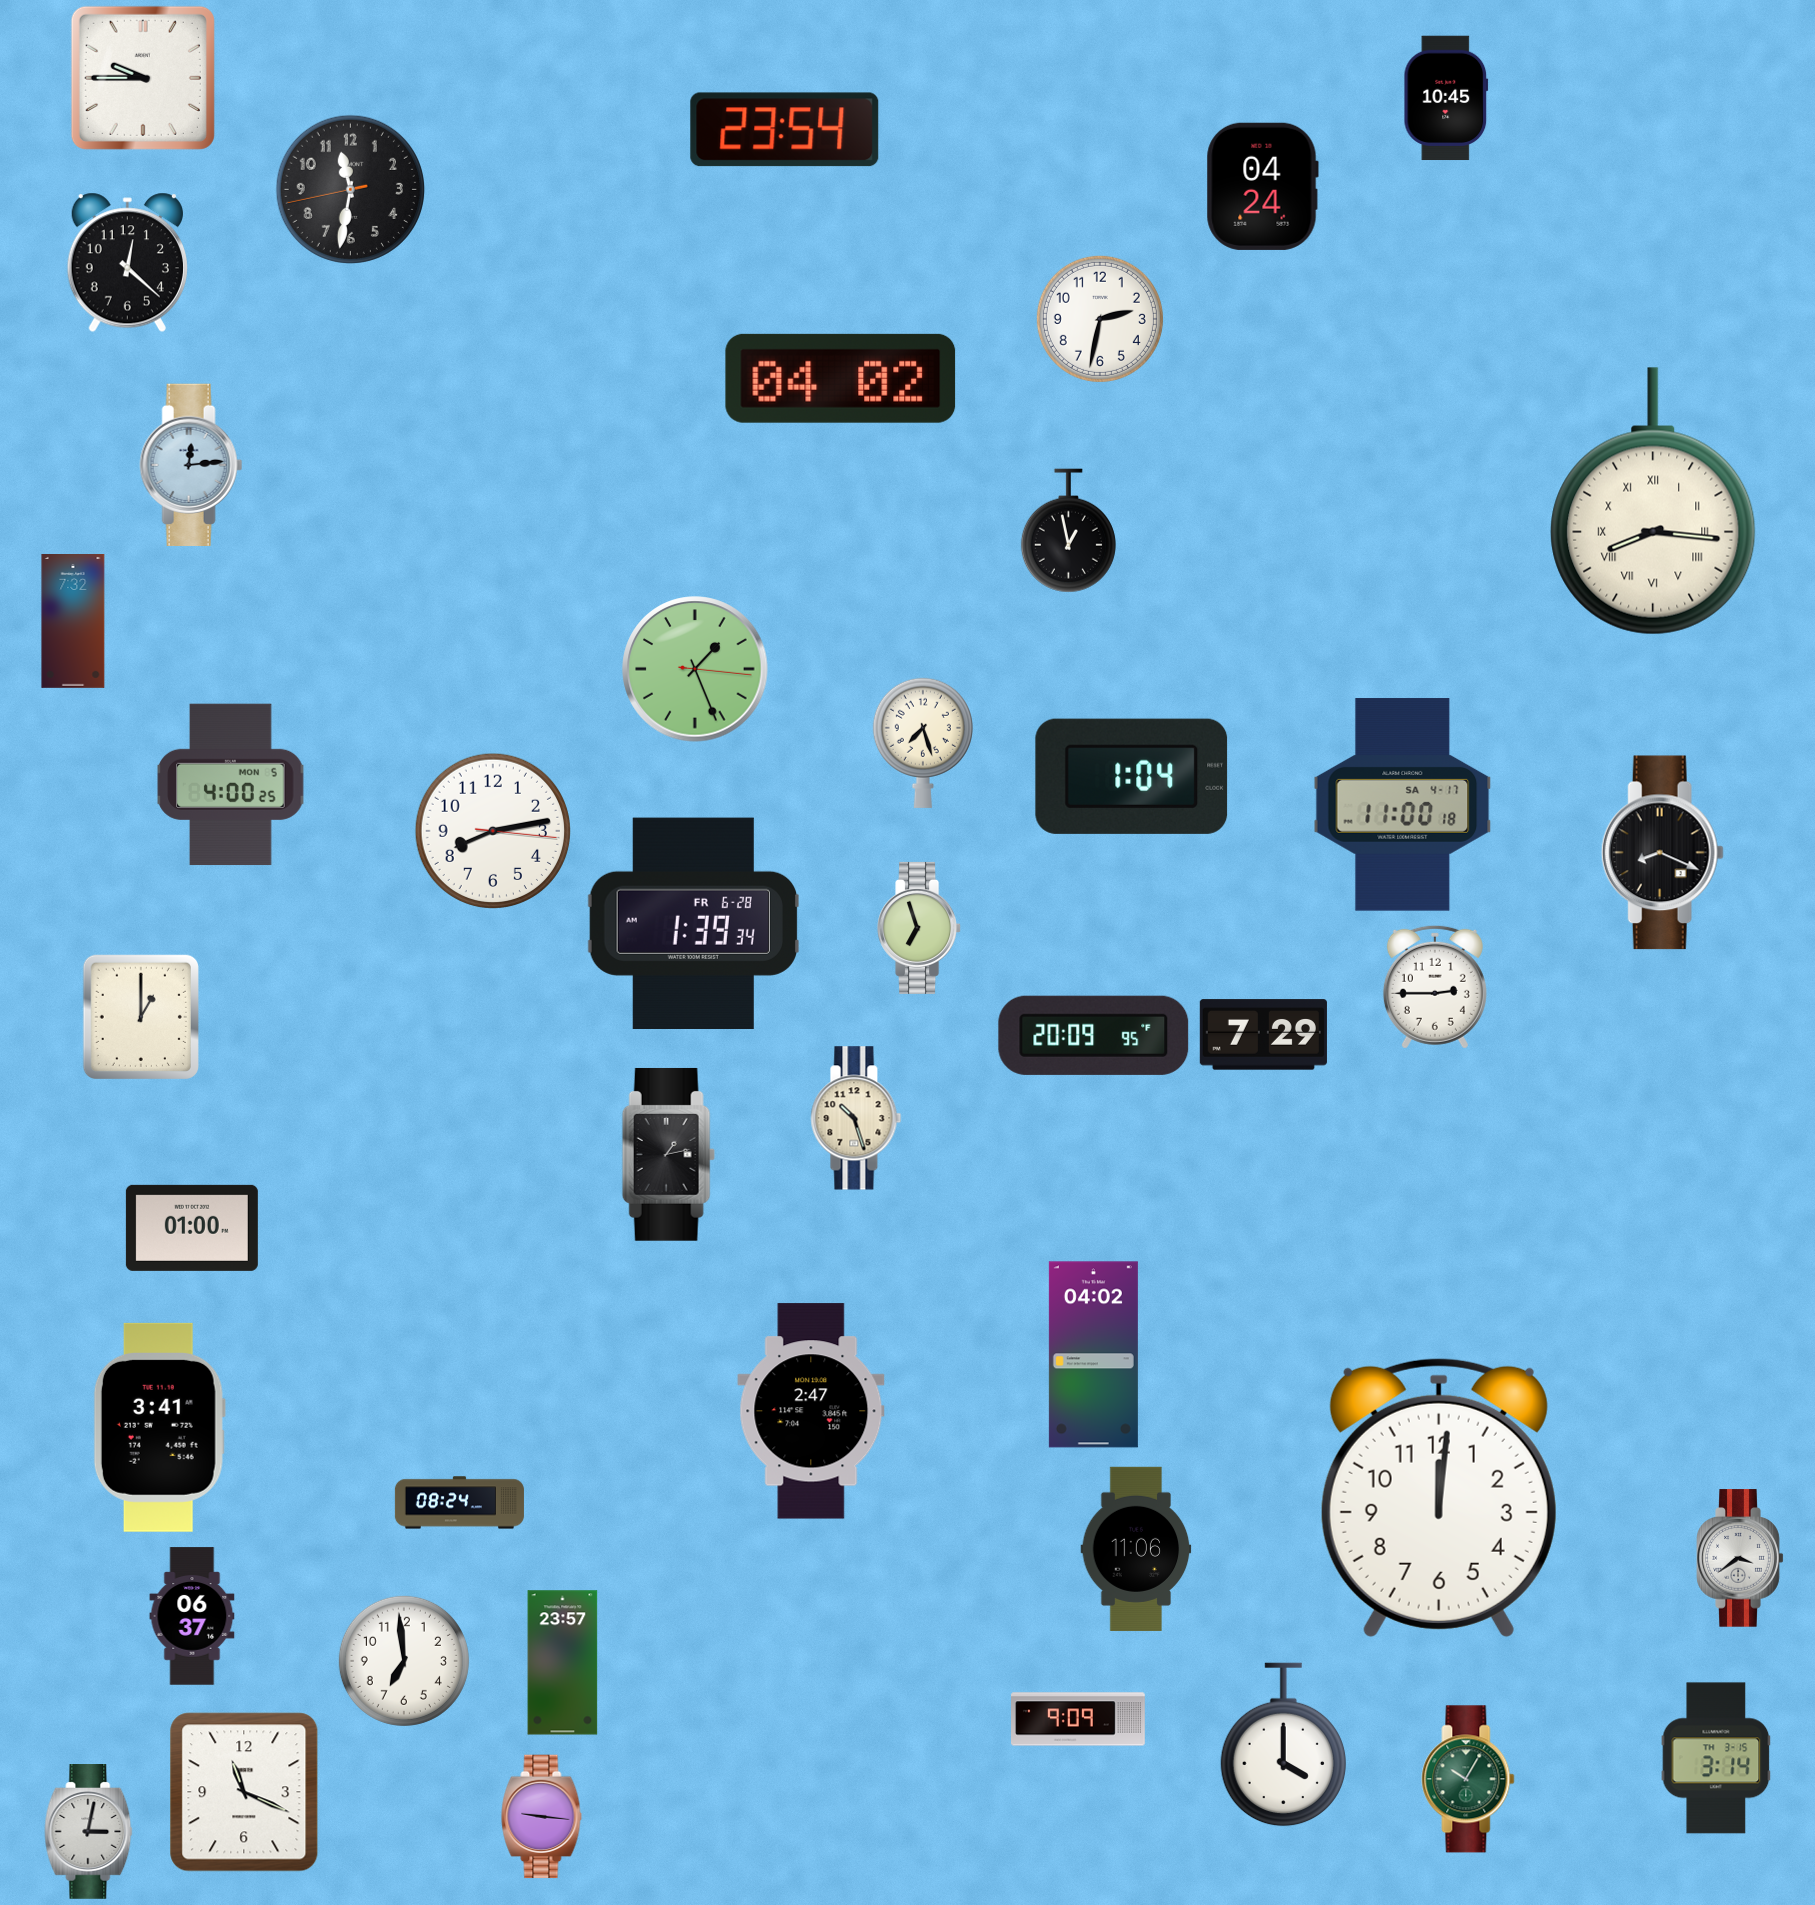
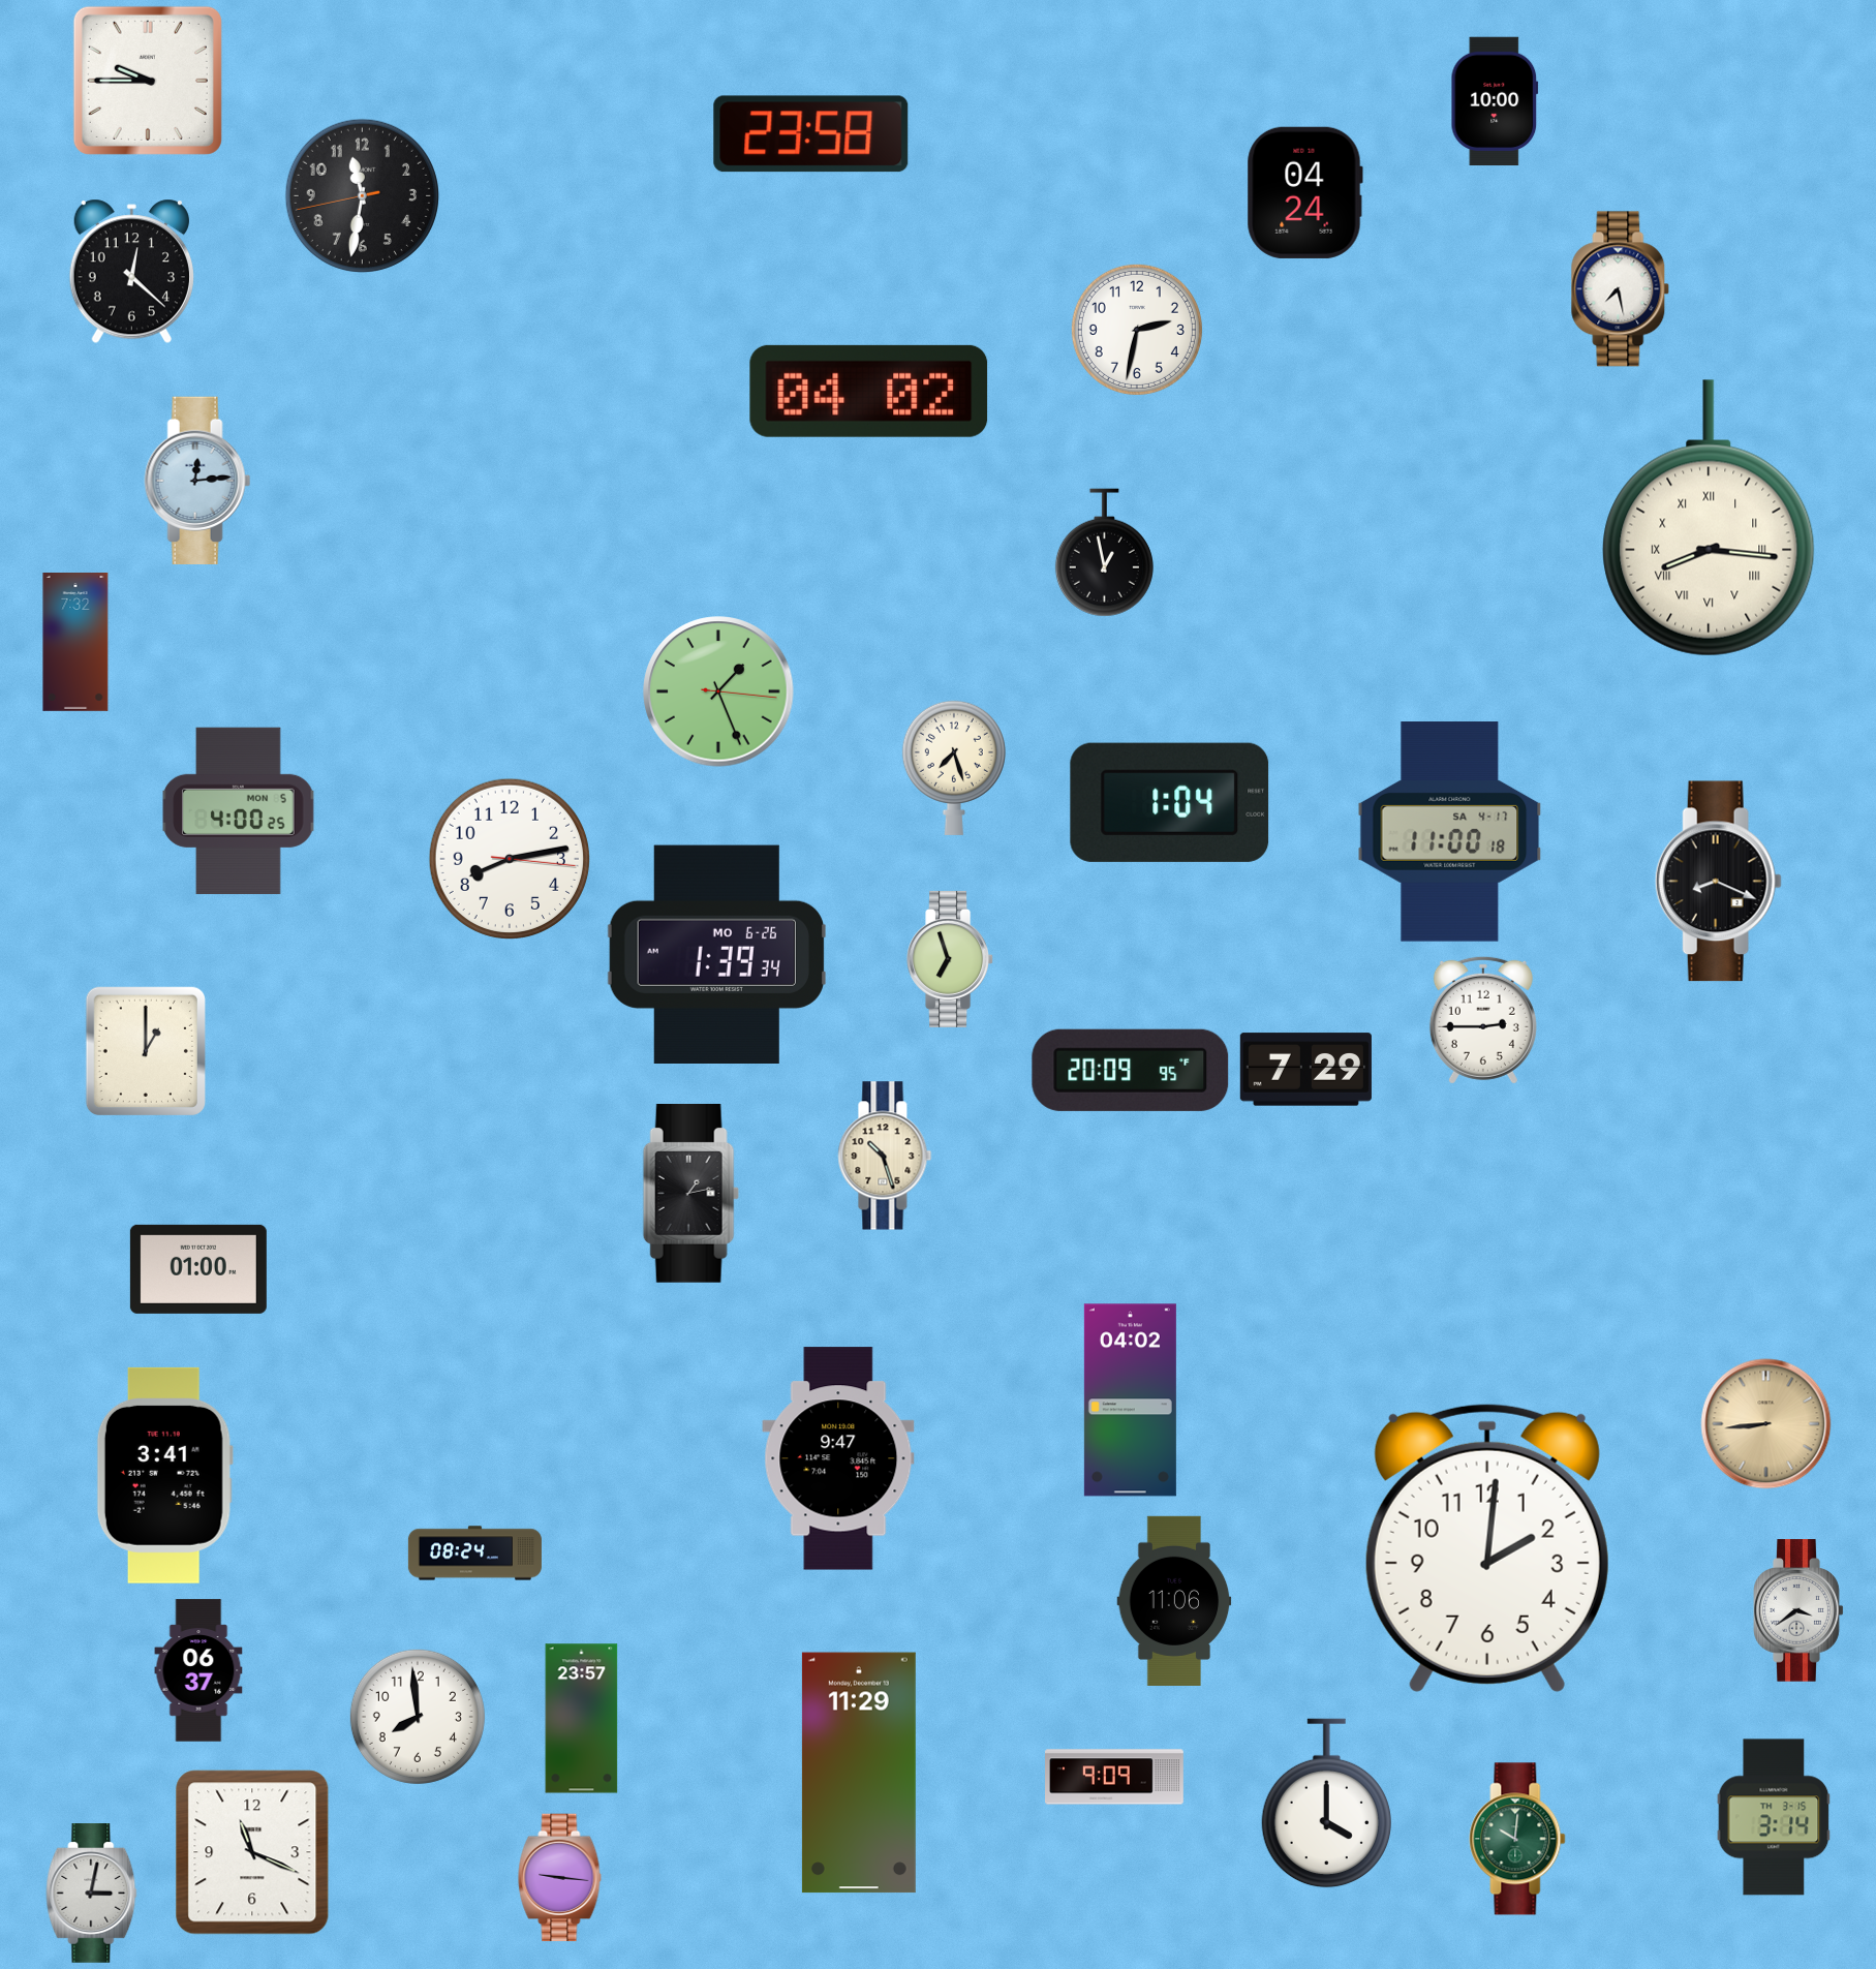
clock at (1446, 98): 10:45 -> 10:00
clock at (785, 130): 23:54 -> 23:58
clock at (1621, 289): none -> 7:28
clock at (1068, 531) position: (1068, 531) -> (1104, 553)
clock at (693, 923) date: FR 6-28 -> MO 6-26
clock at (1766, 1424): none -> 8:44
clock at (811, 1411): 2:47 -> 9:47
clock at (1439, 1497): 12:01 -> 2:01
clock at (404, 1661): 6:59 -> 7:59
clock at (859, 1773): none -> 11:29
clock at (1468, 1779): 10:05 -> 10:01
